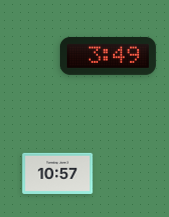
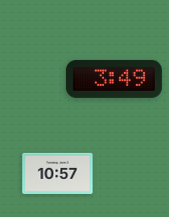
clock at (108, 56) position: (108, 56) -> (114, 79)
